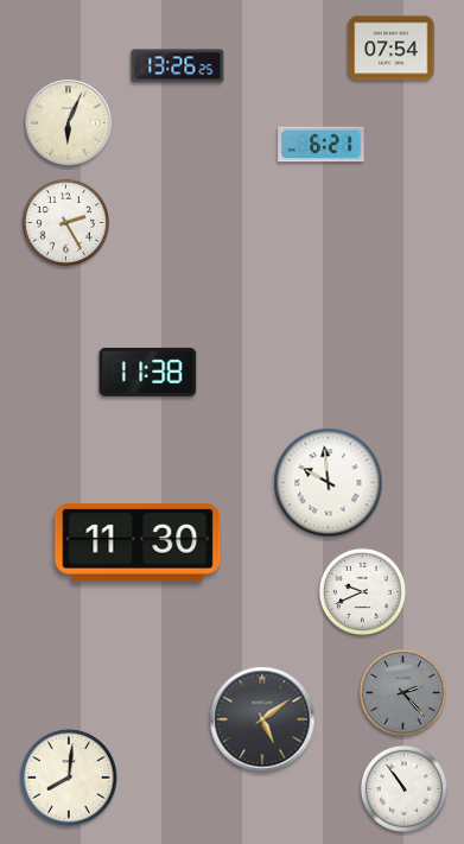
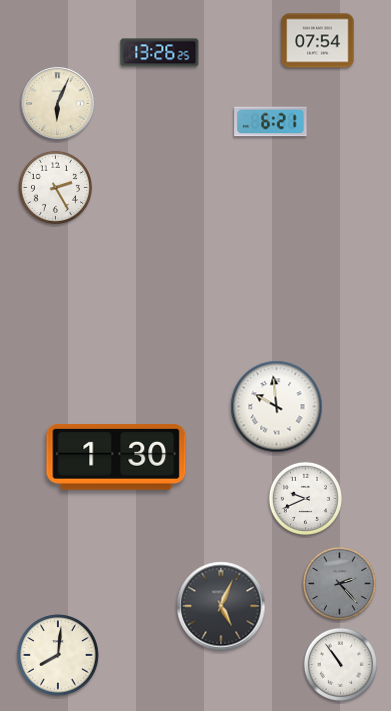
clock at (392, 49) position: (392, 49) -> (318, 41)
clock at (178, 66) position: (178, 66) -> (160, 53)
clock at (148, 372): 11:38 -> none
clock at (138, 542): 11:30 -> 1:30
clock at (262, 719): 5:09 -> 5:04
